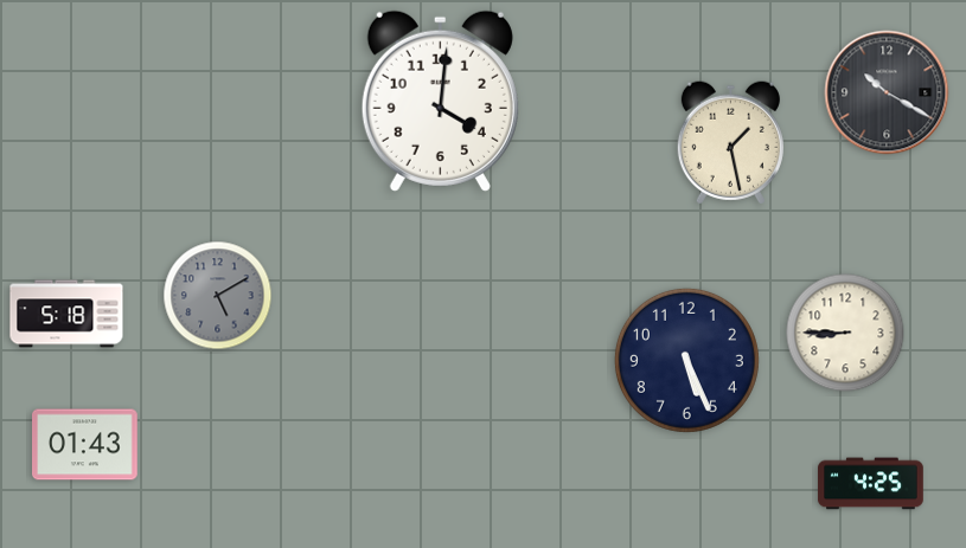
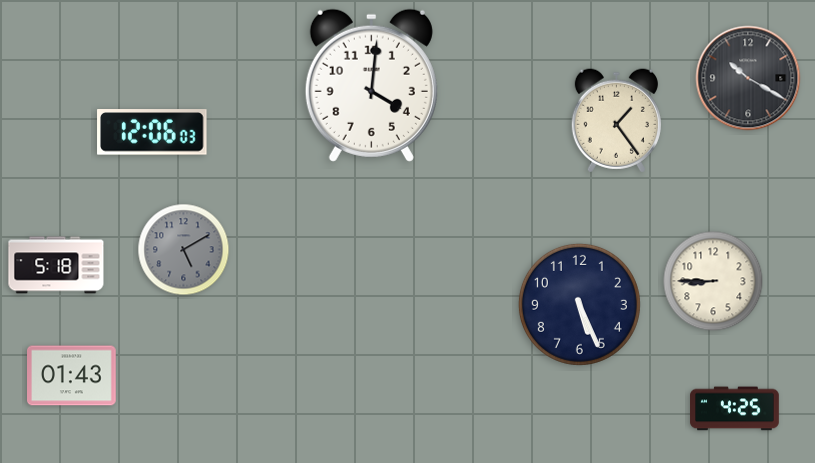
clock at (730, 143): 1:28 -> 1:24
clock at (152, 132): none -> 12:06
